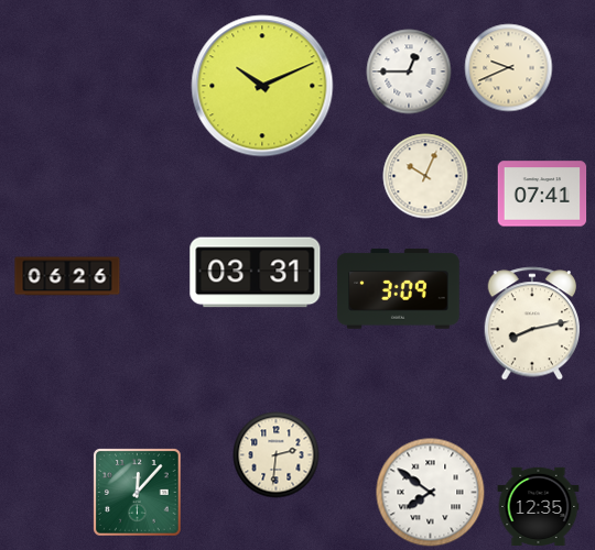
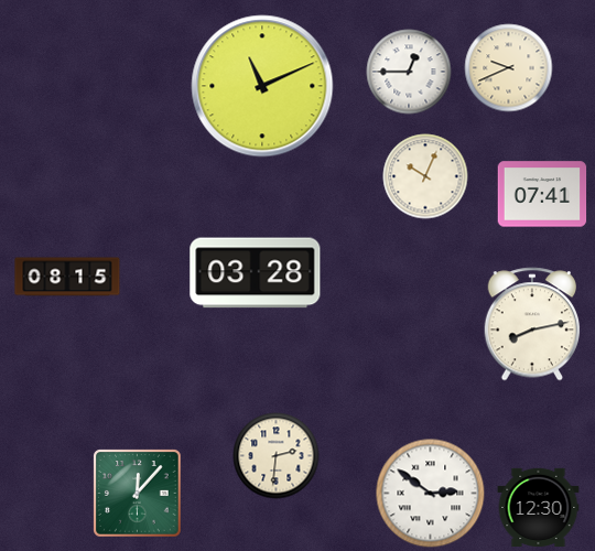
clock at (262, 86): 10:11 -> 11:11
clock at (256, 273): 03:31 -> 03:28
clock at (67, 276): 06:26 -> 08:15
clock at (399, 289): 3:09 -> none
clock at (431, 493): 7:51 -> 2:51
clock at (539, 506): 12:35 -> 12:30
